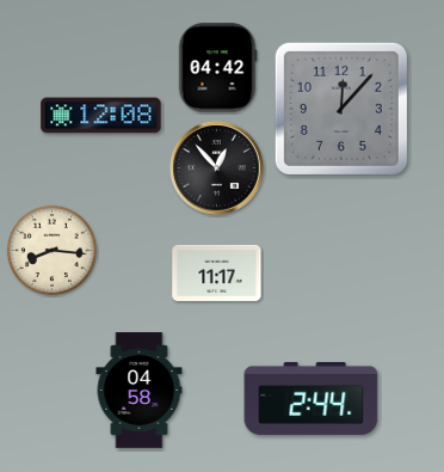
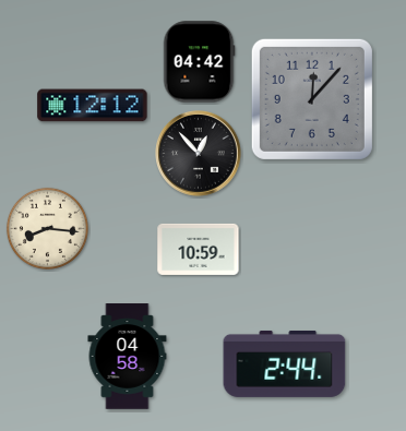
clock at (101, 116): 12:08 -> 12:12
clock at (217, 272): 11:17 -> 10:59
